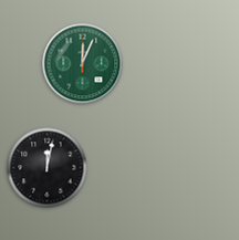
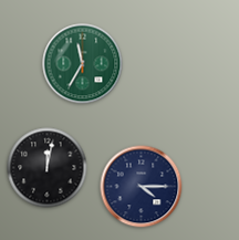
clock at (83, 64): 12:04 -> 11:35
clock at (142, 187): none -> 4:15
